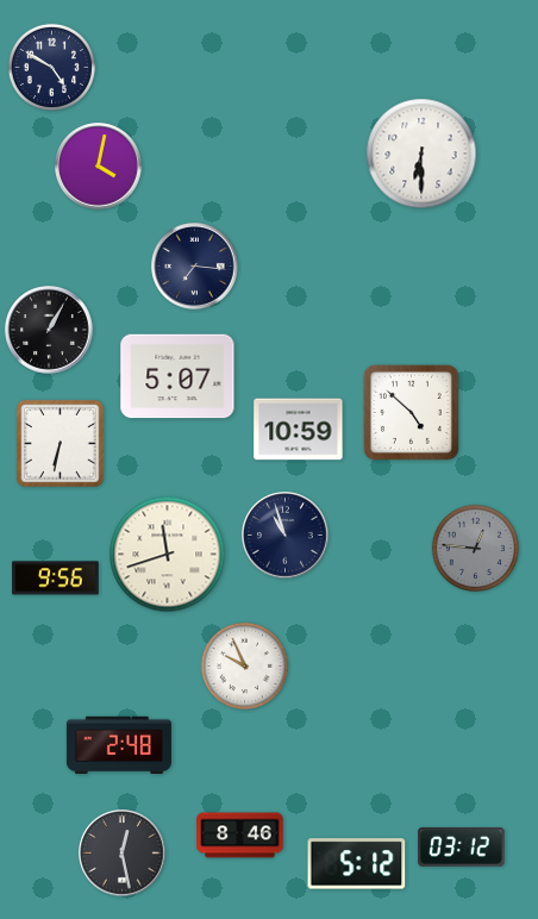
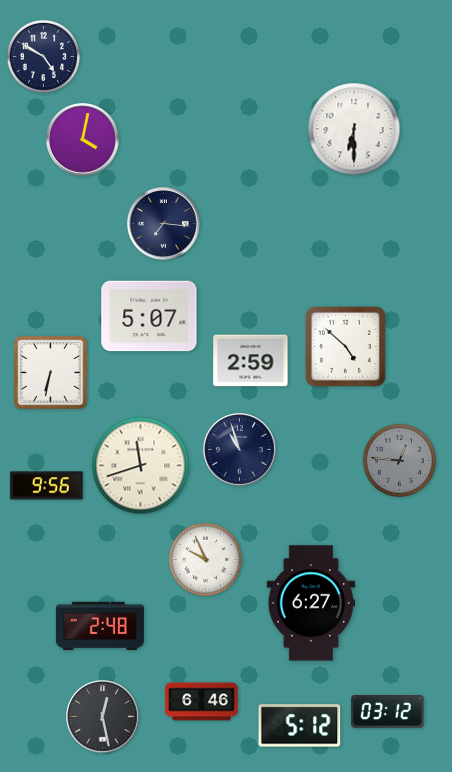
clock at (49, 330): 1:05 -> none
clock at (299, 430): 10:59 -> 2:59
clock at (311, 603): none -> 6:27
clock at (240, 836): 8:46 -> 6:46
